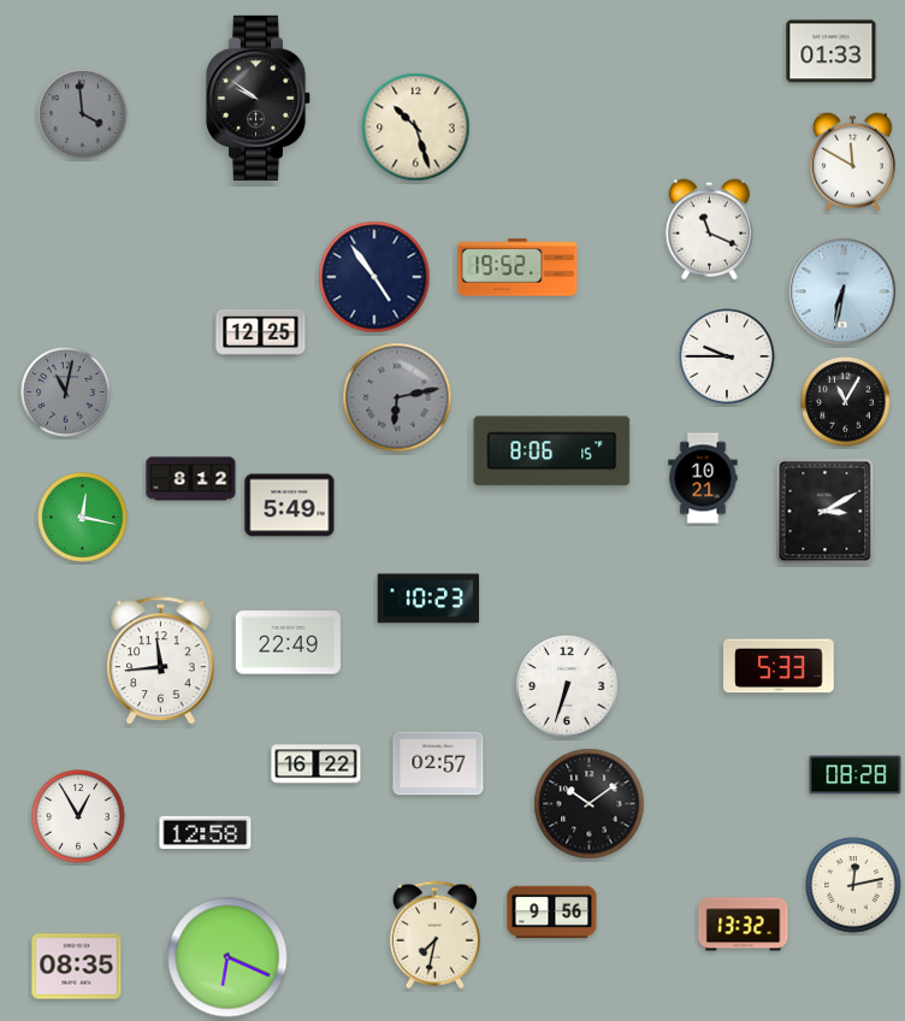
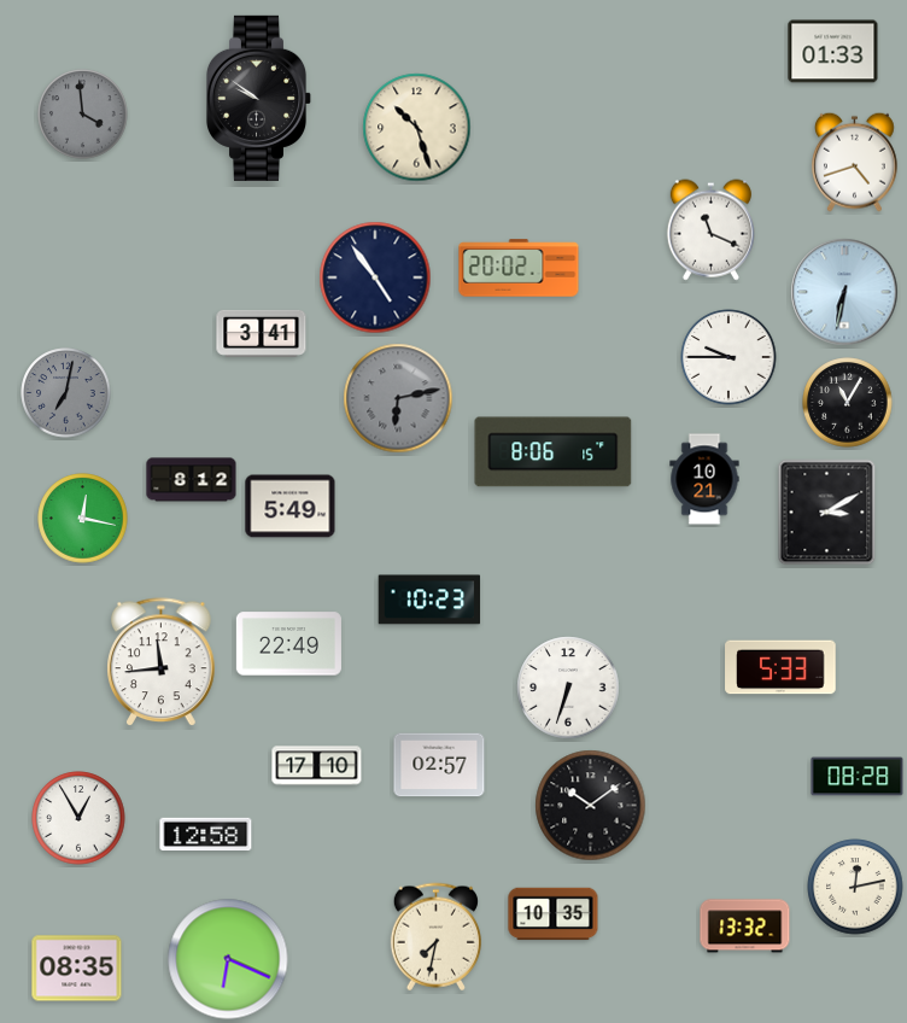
clock at (852, 161): 11:50 -> 4:42
clock at (517, 267): 19:52 -> 20:02
clock at (261, 332): 12:25 -> 3:41
clock at (66, 393): 11:02 -> 7:02
clock at (317, 765): 16:22 -> 17:10
clock at (552, 913): 9:56 -> 10:35
